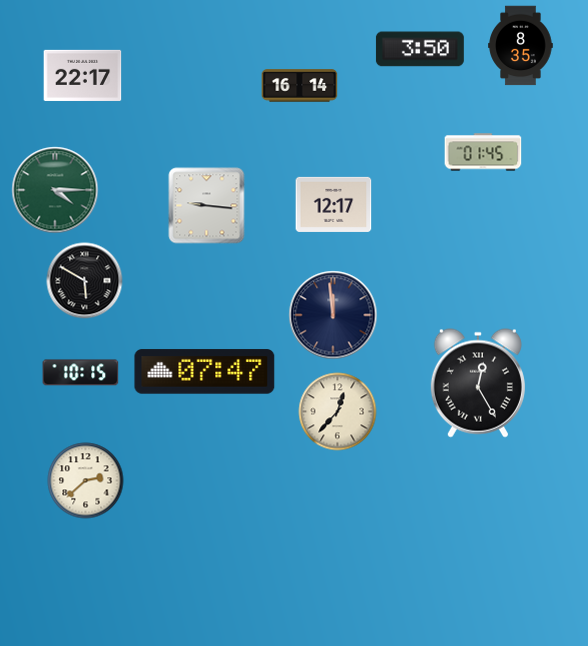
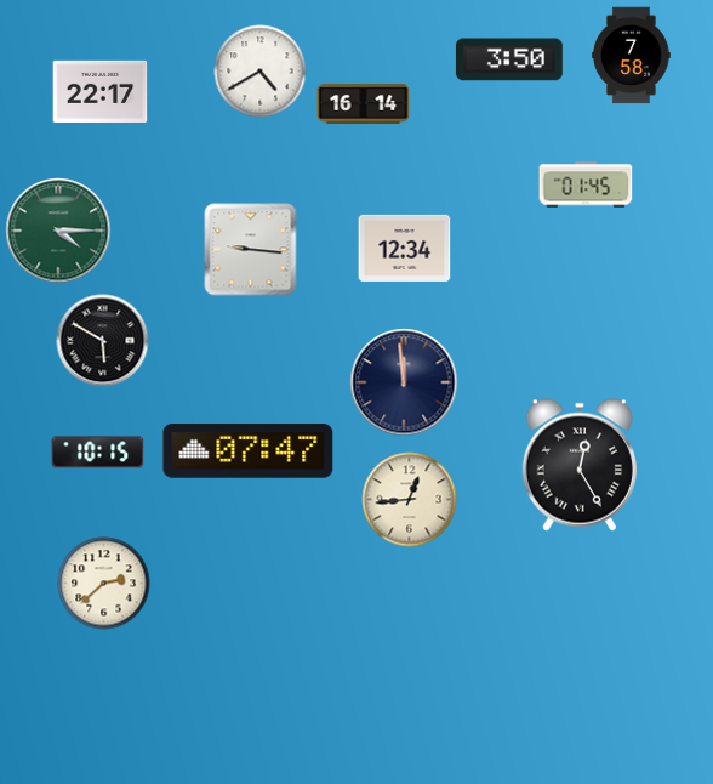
clock at (521, 46): 8:35 -> 7:58
clock at (261, 72): none -> 4:40
clock at (55, 190) position: (55, 190) -> (58, 231)
clock at (334, 204): 12:17 -> 12:34
clock at (338, 412): 12:37 -> 12:44
